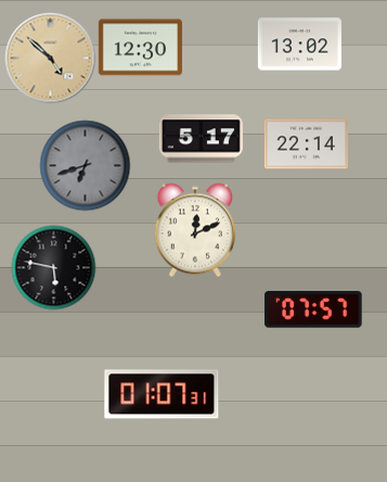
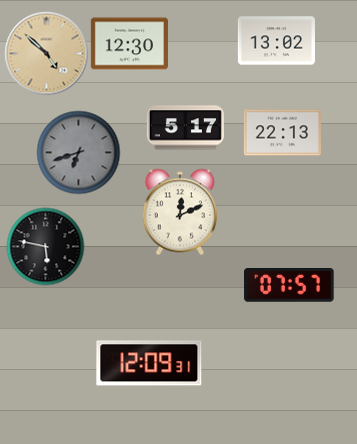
clock at (306, 144): 22:14 -> 22:13
clock at (53, 267) position: (53, 267) -> (45, 246)
clock at (162, 394): 01:07 -> 12:09
